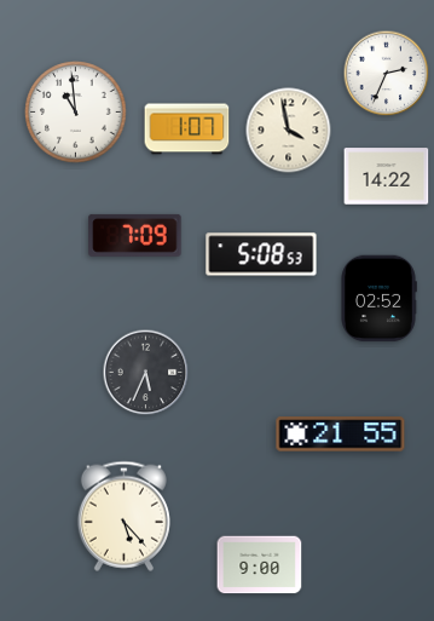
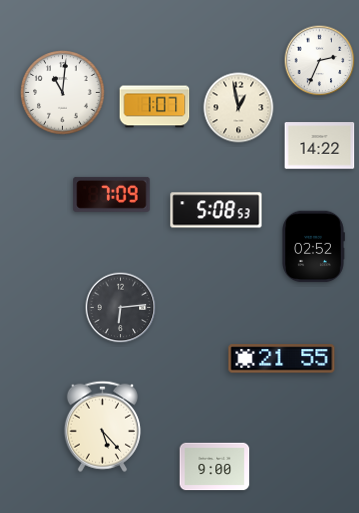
clock at (76, 113): 10:59 -> 11:01
clock at (289, 131): 3:58 -> 12:58
clock at (146, 373): 5:34 -> 6:14
